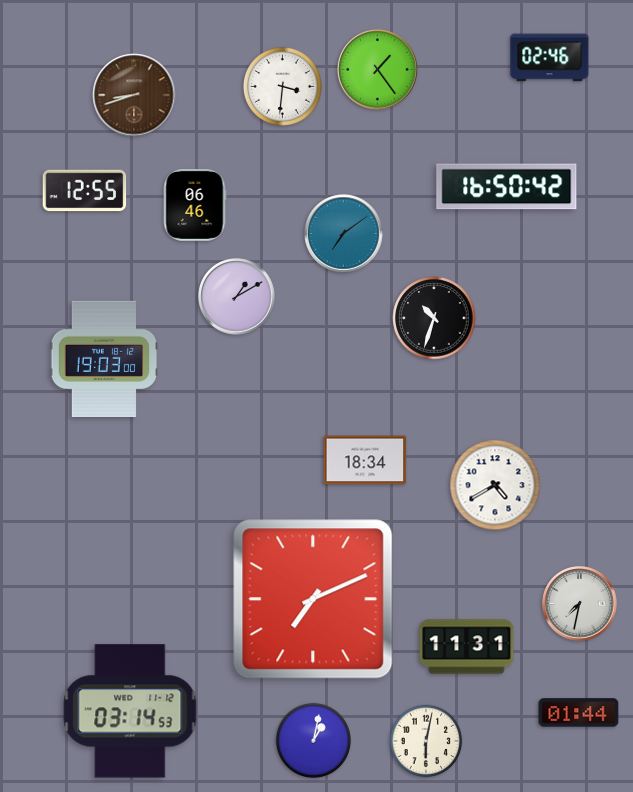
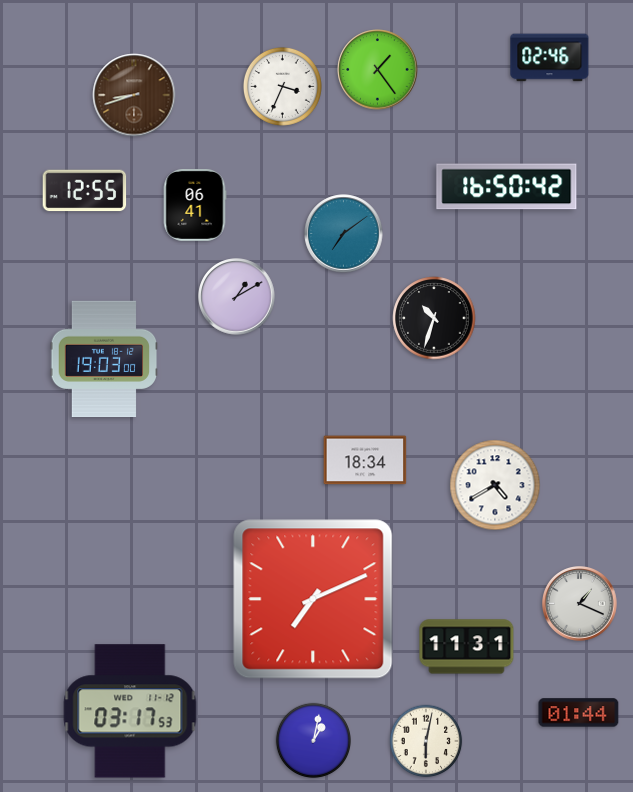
clock at (282, 86): 3:31 -> 3:34
clock at (195, 205): 06:46 -> 06:41
clock at (580, 604): 7:32 -> 1:19
clock at (130, 711): 03:14 -> 03:17
